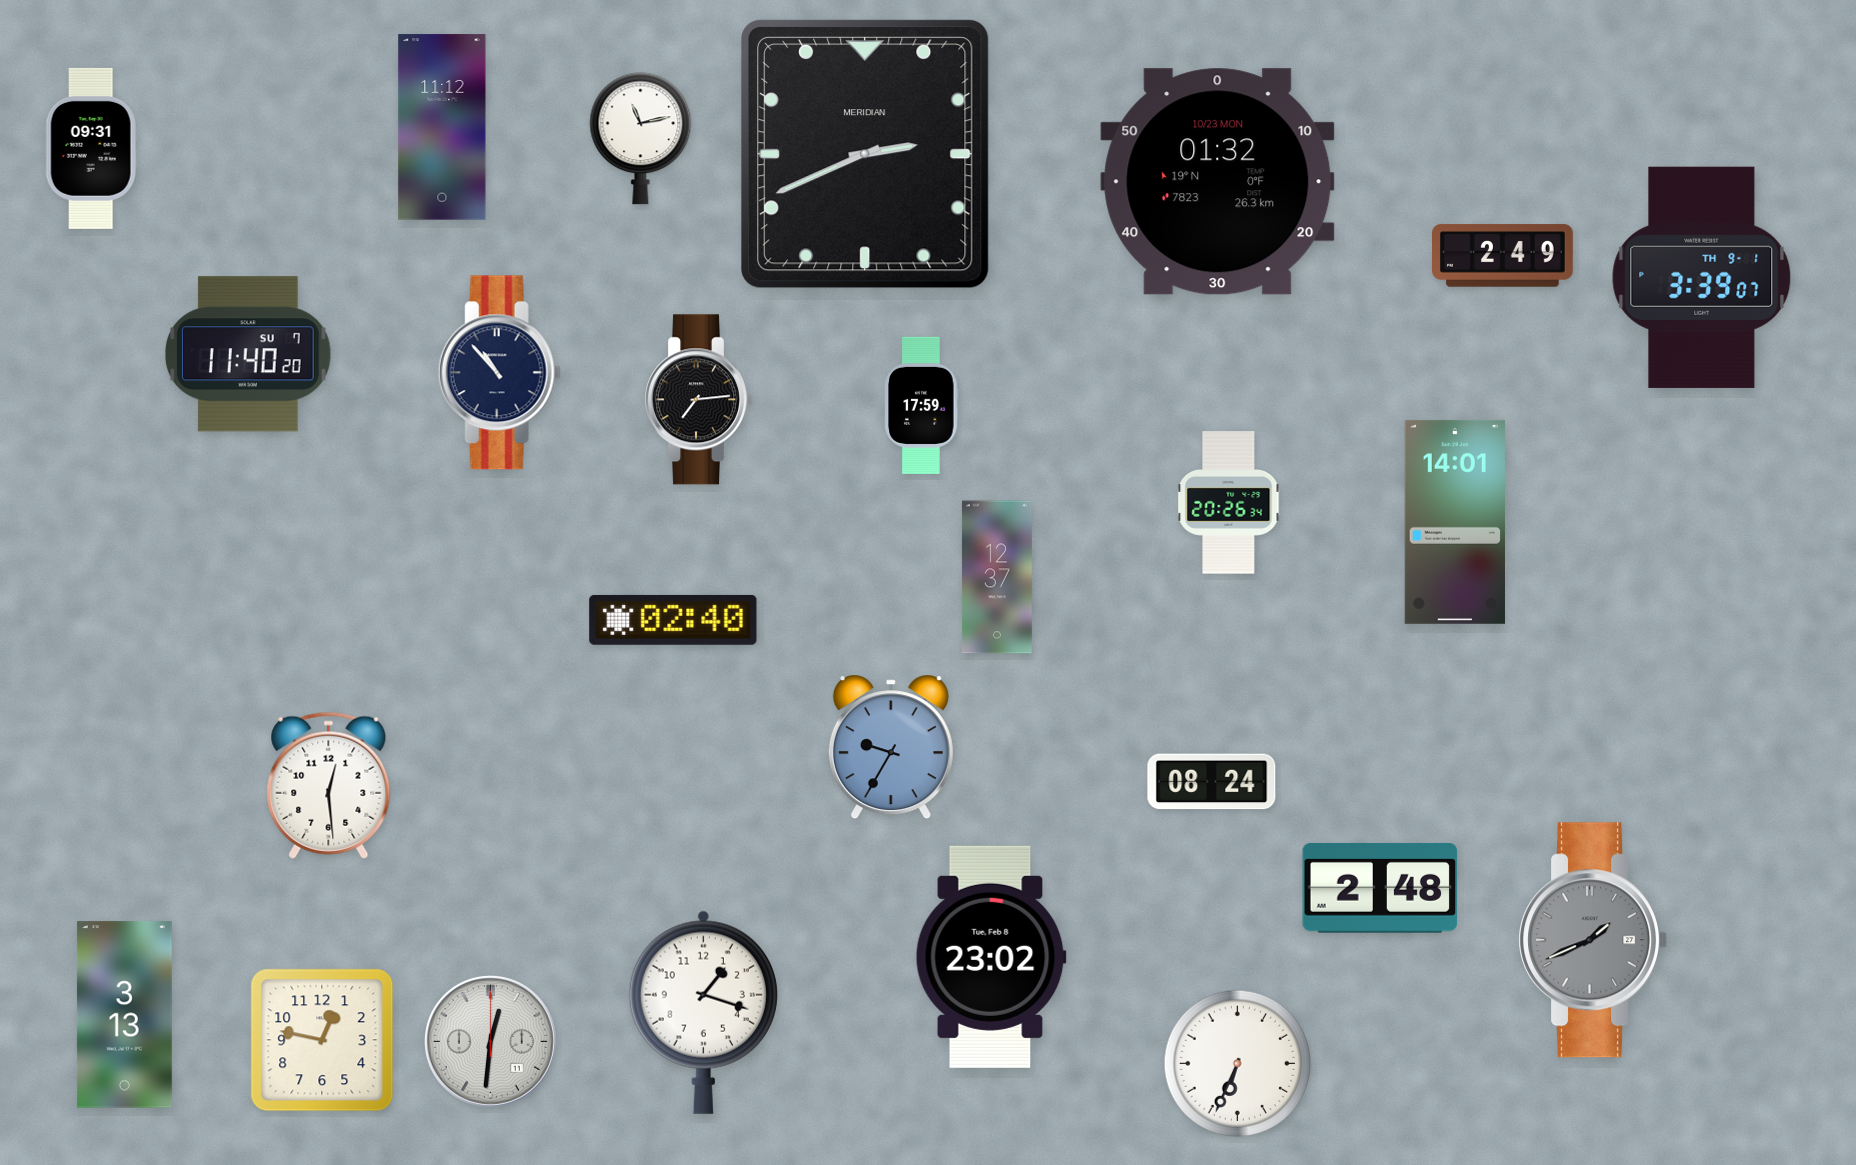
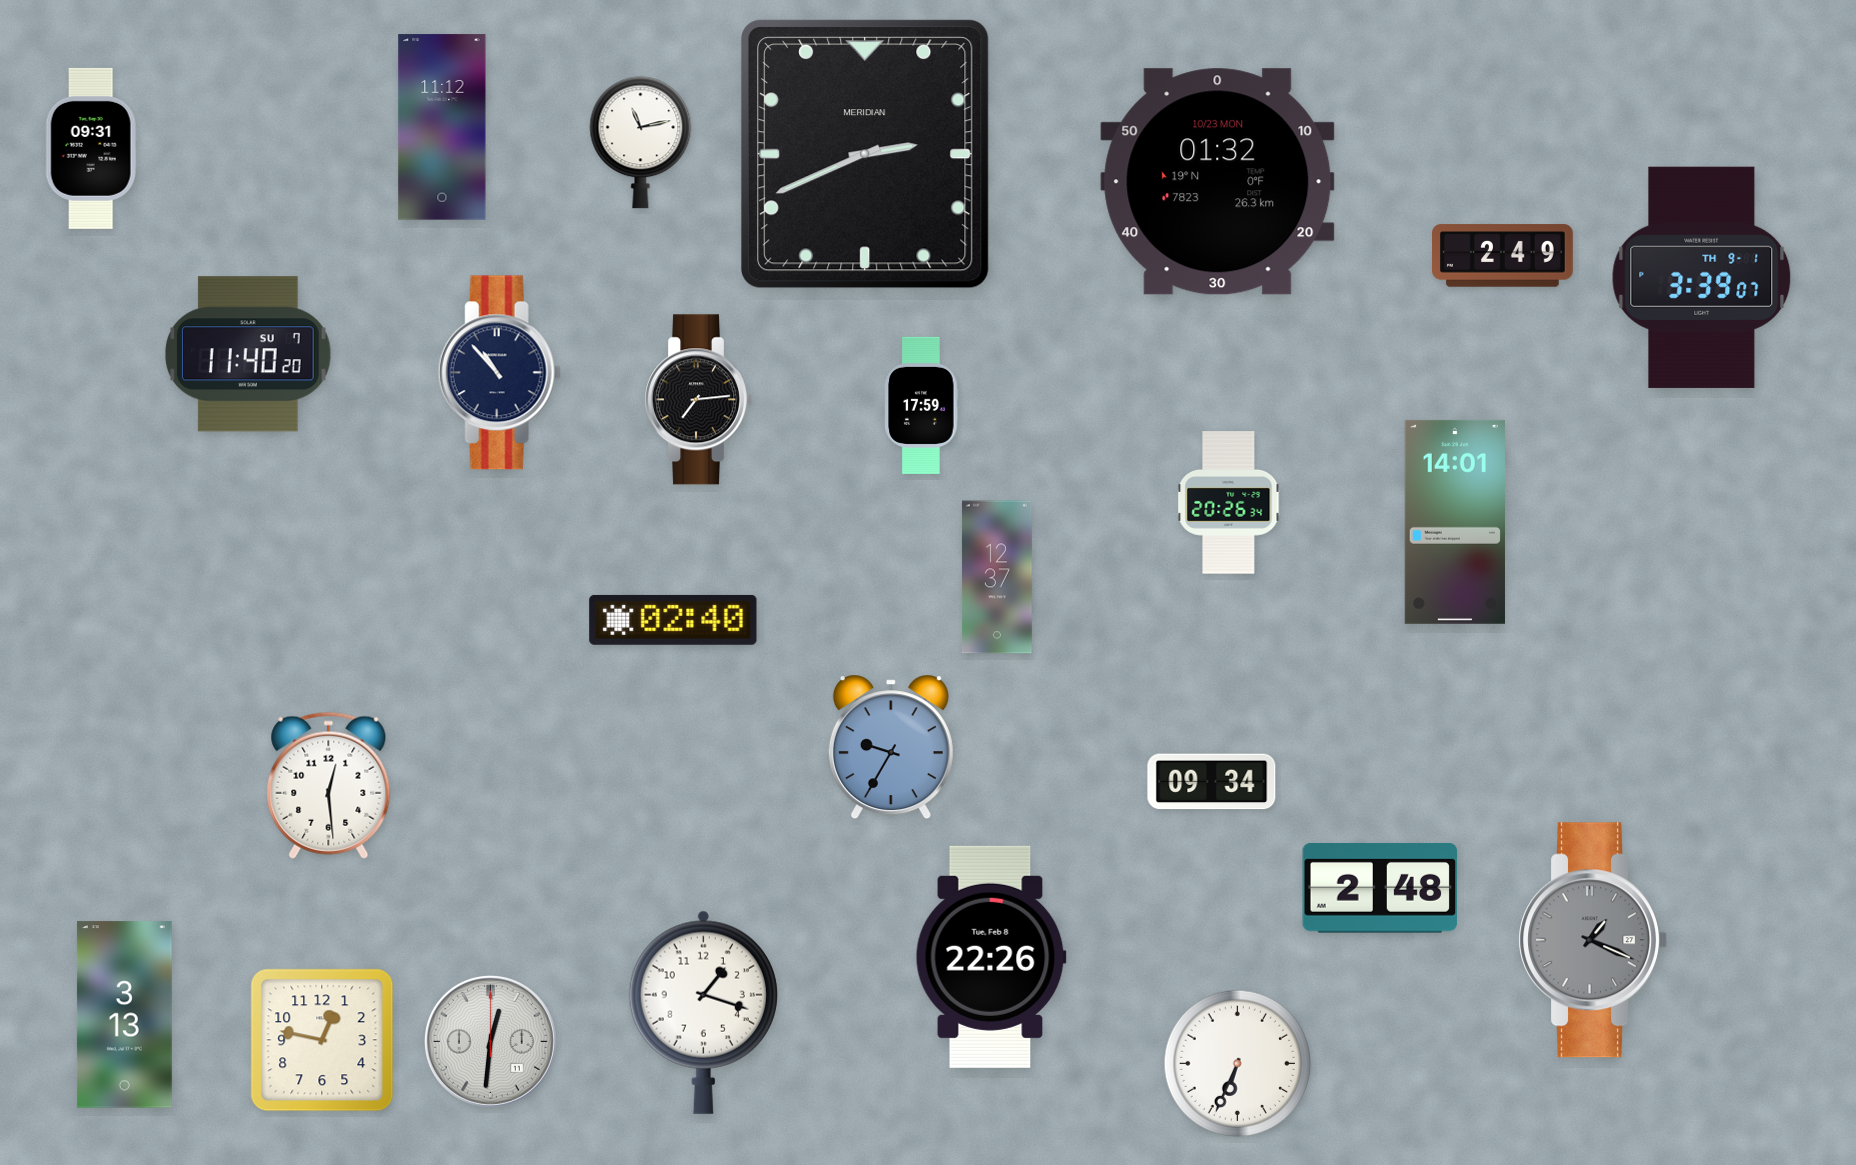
clock at (641, 139) position: (641, 139) -> (641, 143)
clock at (1212, 782): 08:24 -> 09:34
clock at (1593, 940): 1:41 -> 1:19
clock at (991, 957): 23:02 -> 22:26
